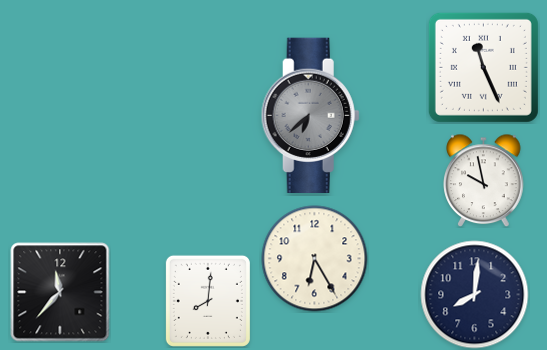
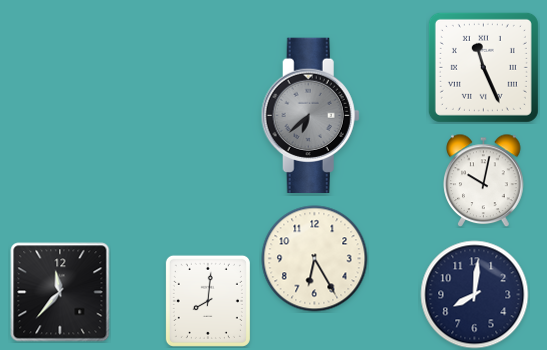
clock at (484, 180): 9:58 -> 10:02
